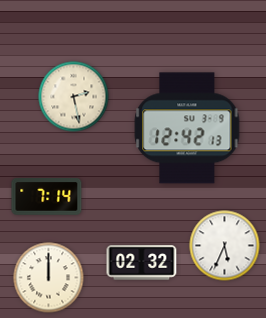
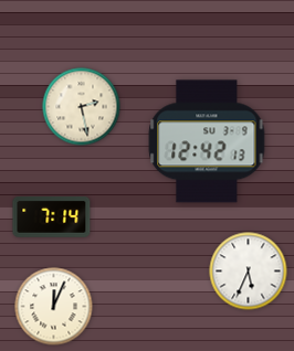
clock at (142, 263): 02:32 -> none
clock at (49, 278): 12:00 -> 12:04
